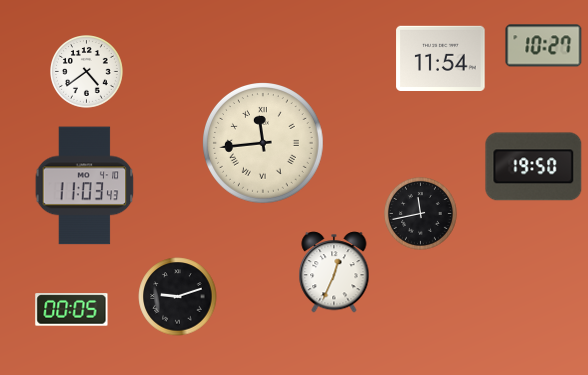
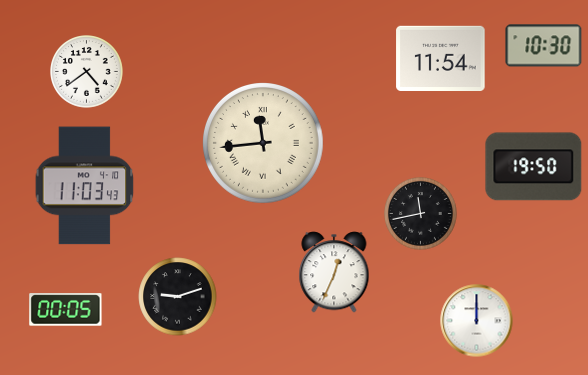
clock at (544, 46): 10:27 -> 10:30
clock at (72, 310) position: (72, 310) -> (66, 310)
clock at (477, 321): none -> 12:00
